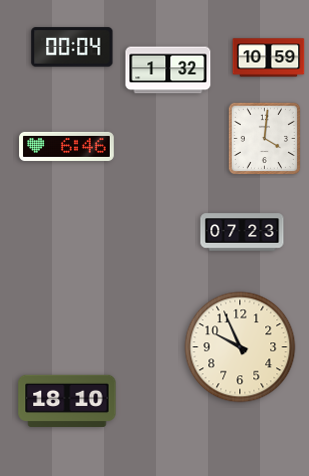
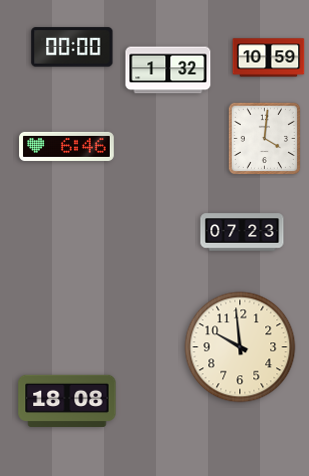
clock at (72, 47): 00:04 -> 00:00
clock at (240, 347): 9:56 -> 9:59
clock at (67, 401): 18:10 -> 18:08
